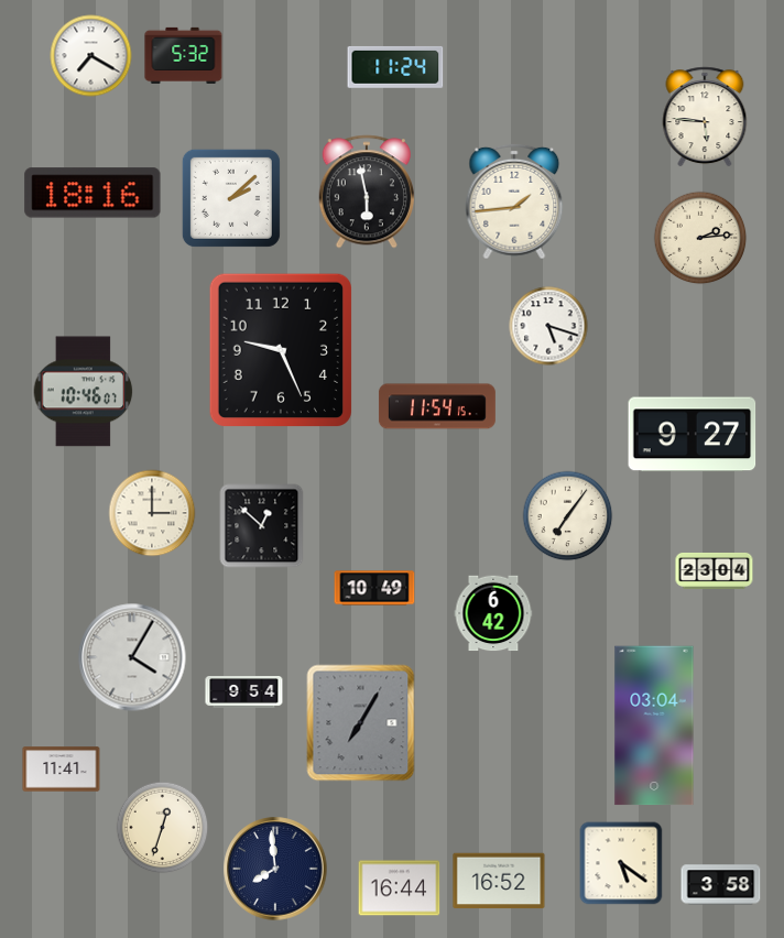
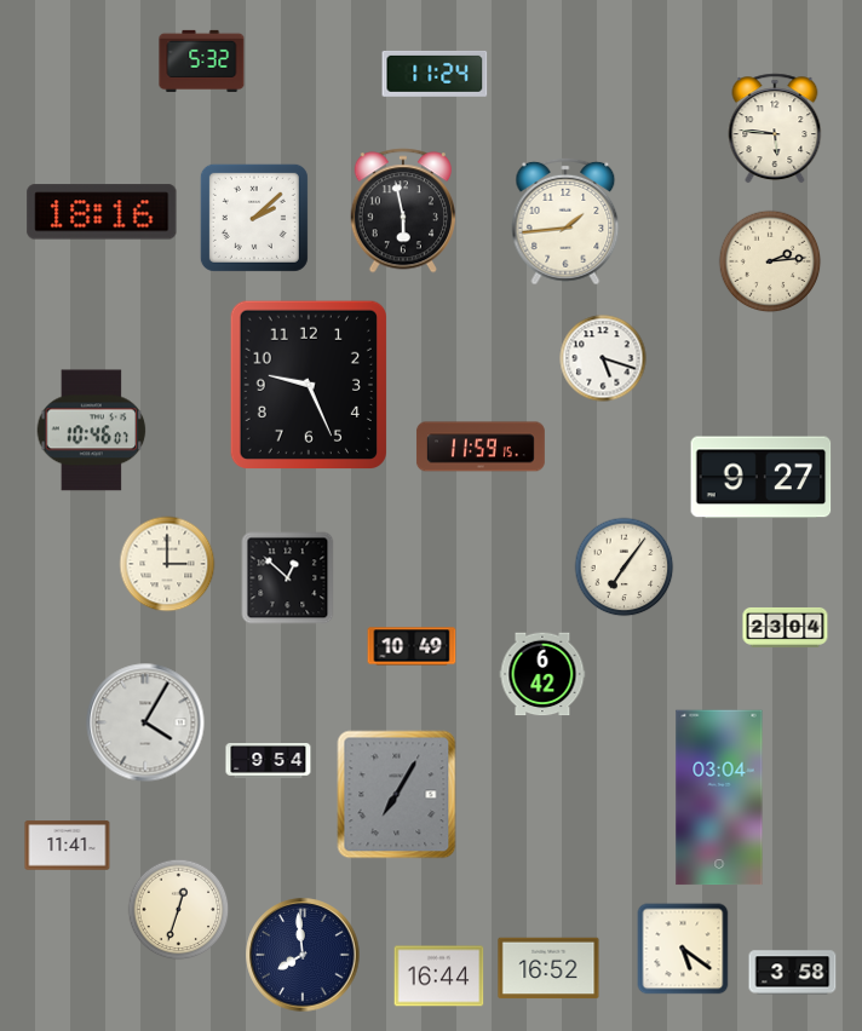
clock at (91, 56): 7:20 -> none
clock at (437, 406): 11:54 -> 11:59
